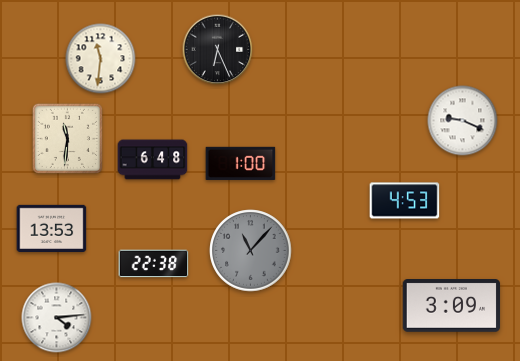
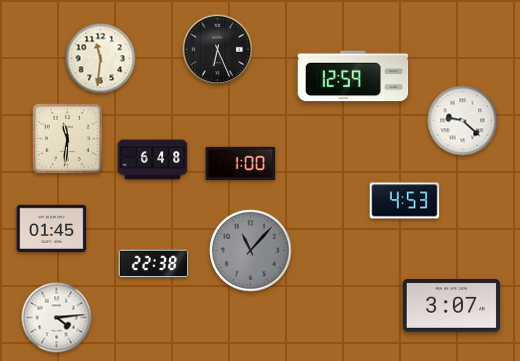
clock at (353, 76): none -> 12:59
clock at (463, 121): 9:19 -> 9:22
clock at (52, 228): 13:53 -> 01:45
clock at (452, 306): 3:09 -> 3:07
